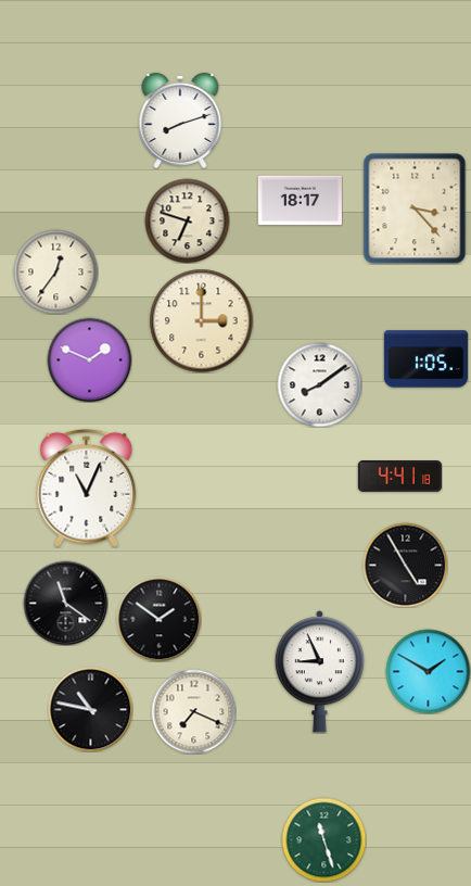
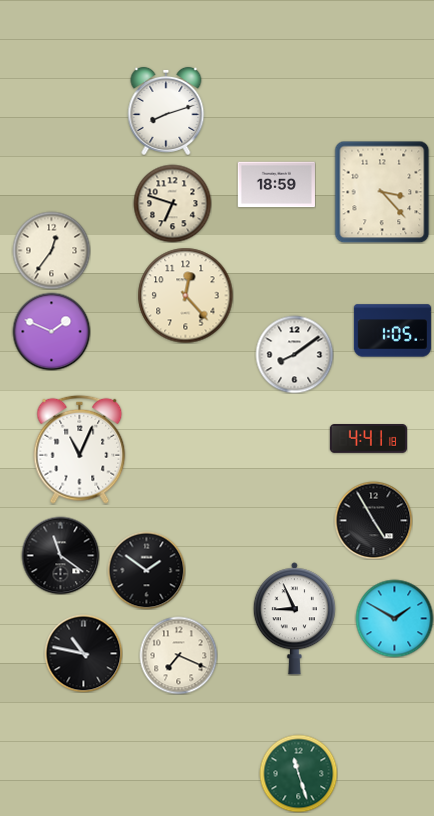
clock at (300, 201): 18:17 -> 18:59
clock at (201, 320): 3:00 -> 12:23
clock at (89, 359) position: (89, 359) -> (51, 331)
